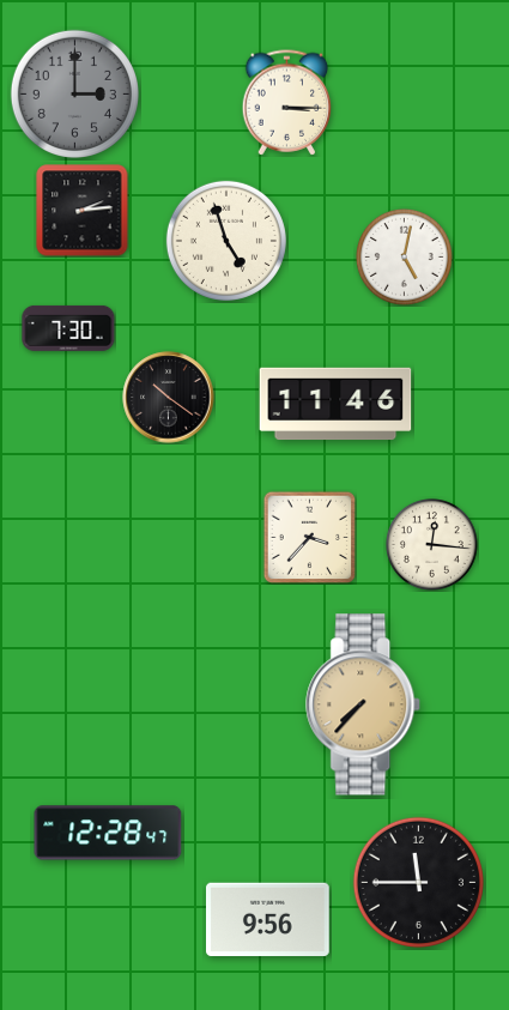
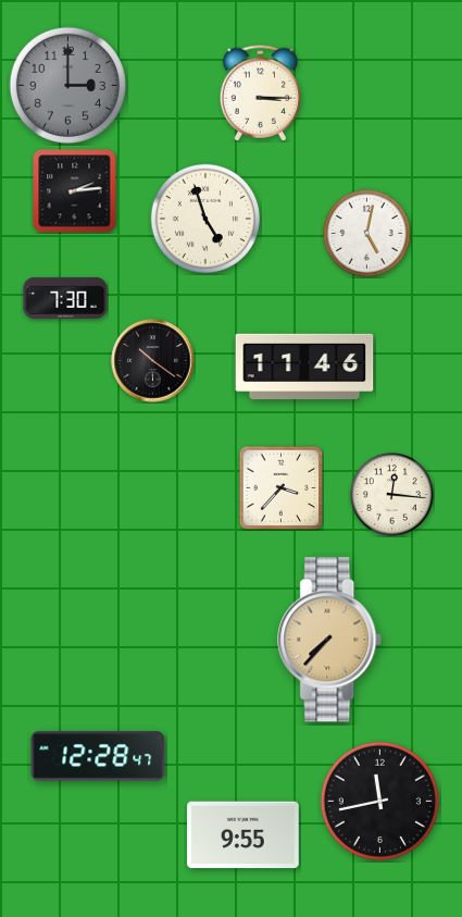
clock at (68, 328) position: (68, 328) -> (65, 298)
clock at (418, 882): 11:45 -> 11:43
clock at (268, 920): 9:56 -> 9:55
